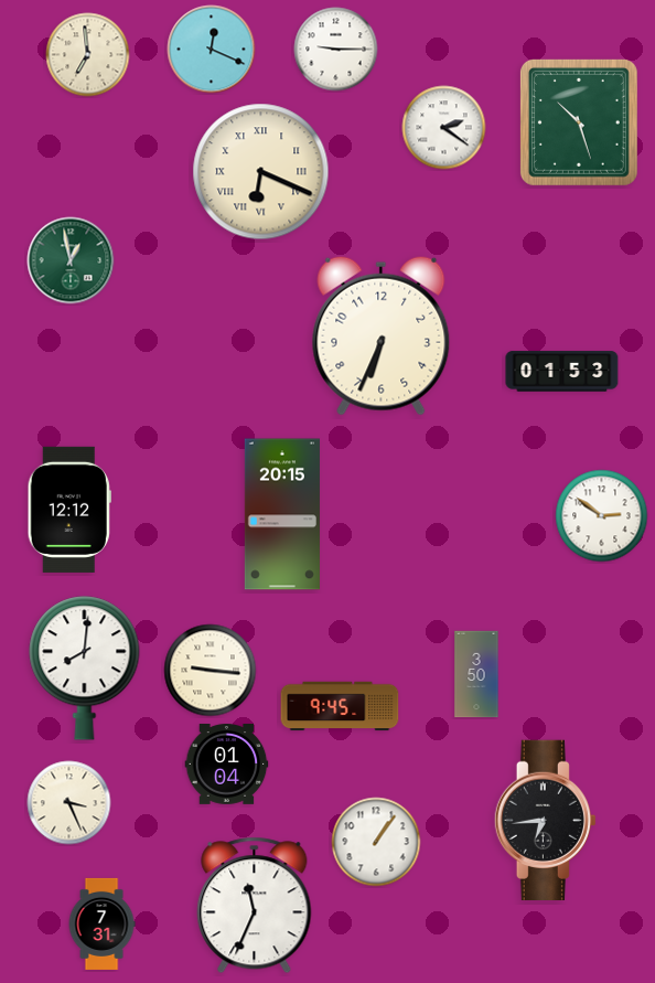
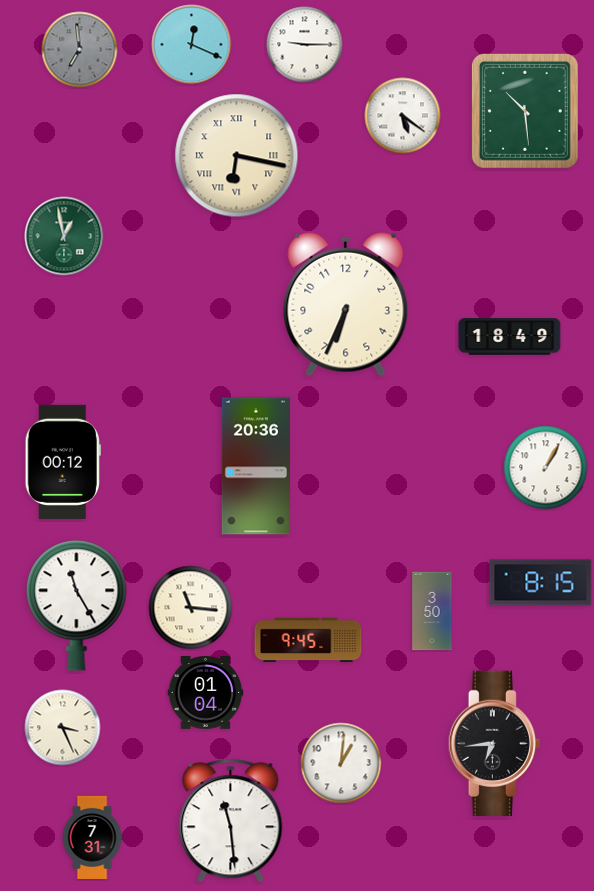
clock at (88, 55) dial: cream -> grey
clock at (579, 122): 10:27 -> 10:29
clock at (444, 128): 2:21 -> 5:21
clock at (261, 172): 6:19 -> 6:17
clock at (562, 372): 01:53 -> 18:49
clock at (69, 510): 12:12 -> 00:12
clock at (282, 514): 20:15 -> 20:36
clock at (602, 516): 2:51 -> 1:05
clock at (541, 583): none -> 8:15
clock at (85, 669): 8:01 -> 11:25
clock at (211, 671): 9:16 -> 11:16
clock at (376, 842): 1:06 -> 1:01
clock at (255, 906): 11:34 -> 11:29
